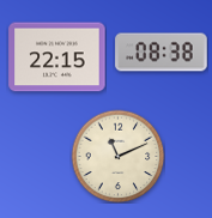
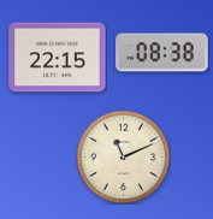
clock at (117, 156) position: (117, 156) -> (123, 156)
